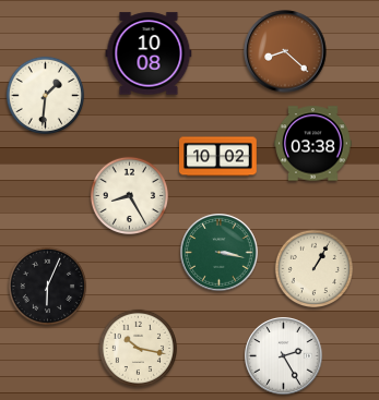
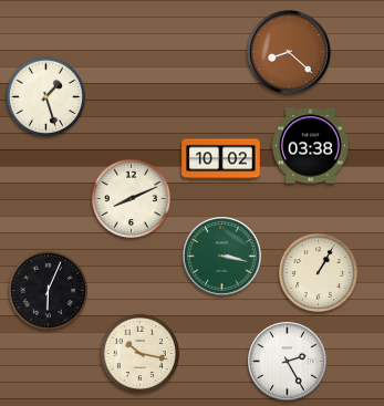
clock at (149, 53): 10:08 -> none
clock at (46, 96): 1:31 -> 1:27
clock at (313, 144) position: (313, 144) -> (311, 146)
clock at (130, 196): 8:25 -> 8:11
